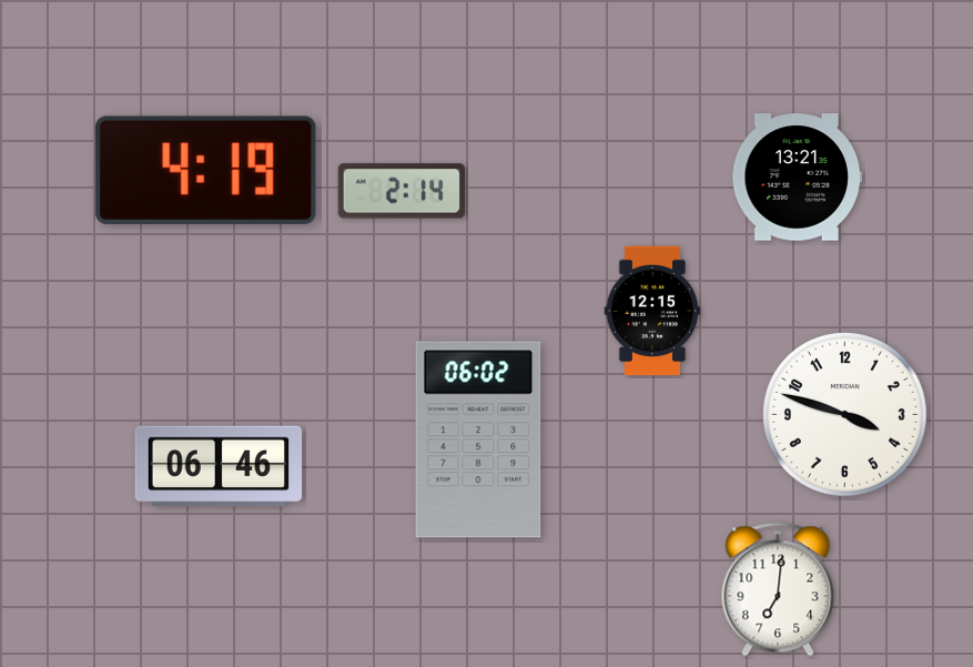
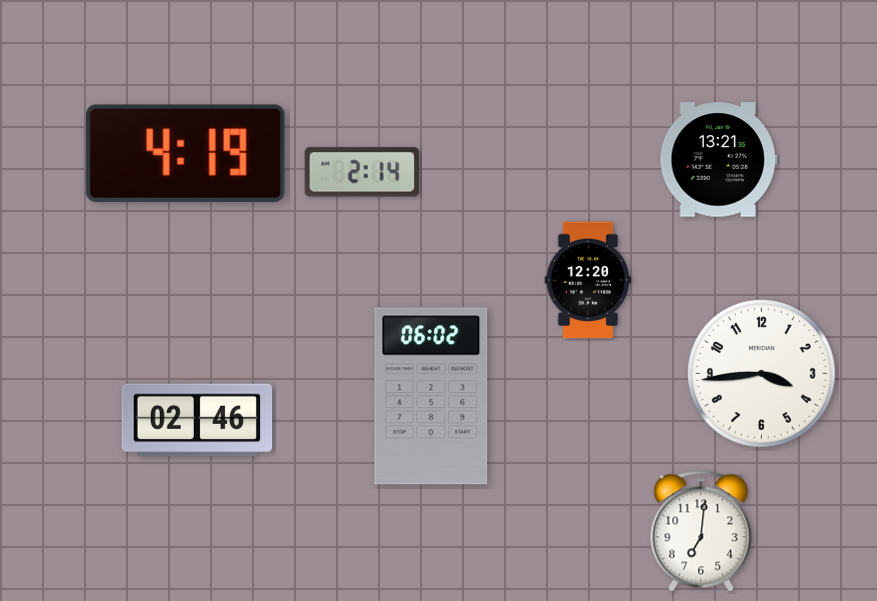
clock at (652, 311): 12:15 -> 12:20
clock at (845, 415): 3:48 -> 3:44
clock at (219, 466): 06:46 -> 02:46
